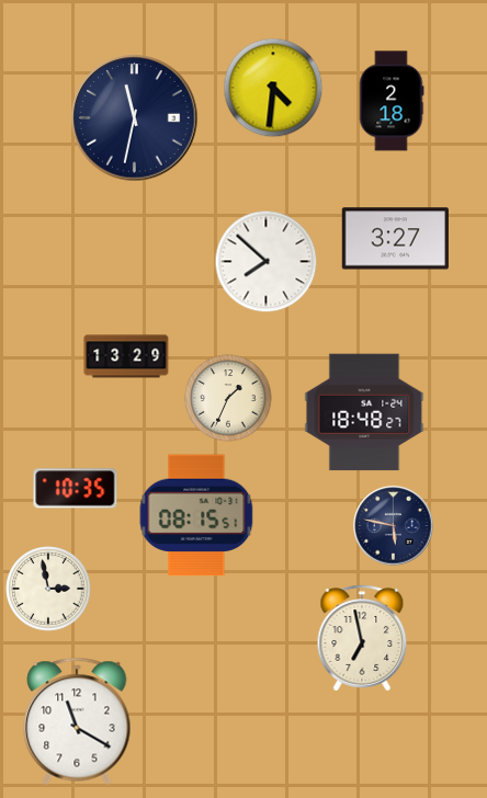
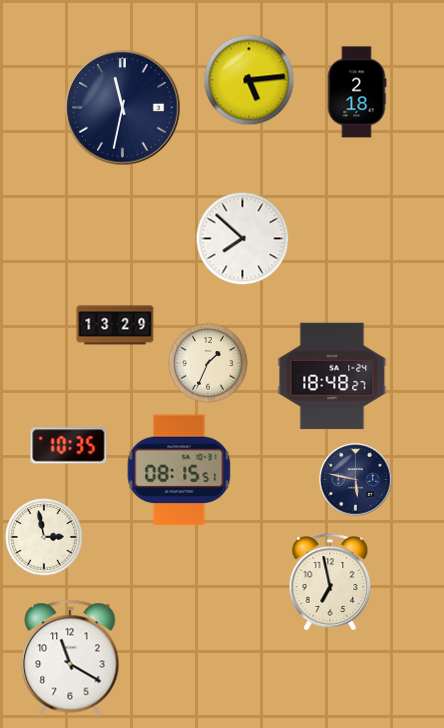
clock at (273, 88): 4:31 -> 5:14
clock at (395, 239): 3:27 -> none
clock at (394, 526) position: (394, 526) -> (356, 480)
